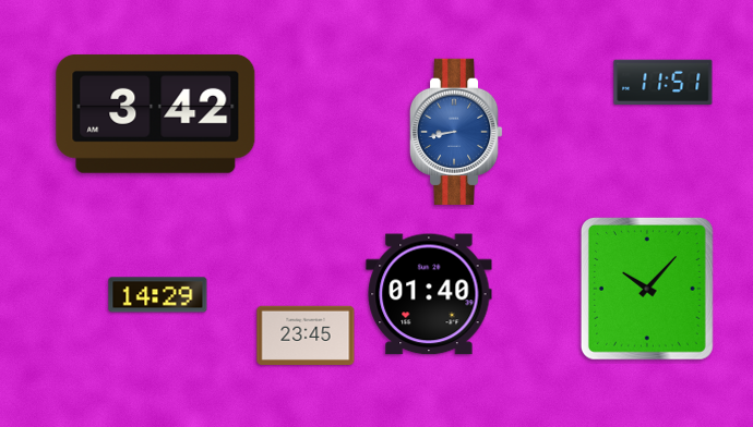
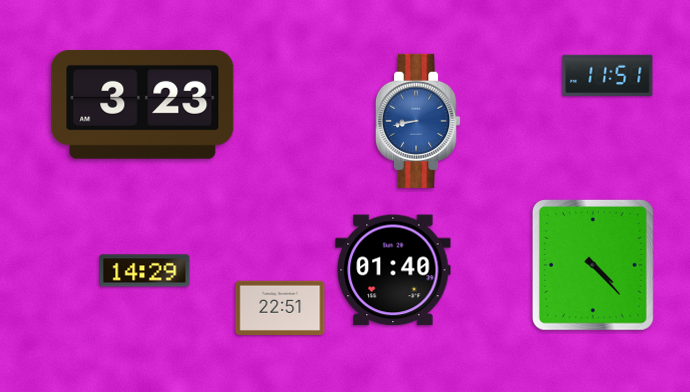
clock at (156, 113): 3:42 -> 3:23
clock at (647, 289): 10:07 -> 4:23
clock at (306, 334): 23:45 -> 22:51
